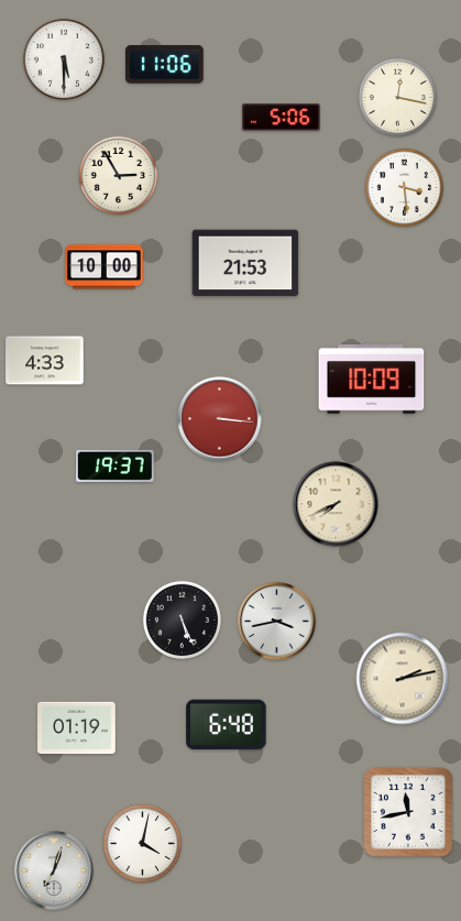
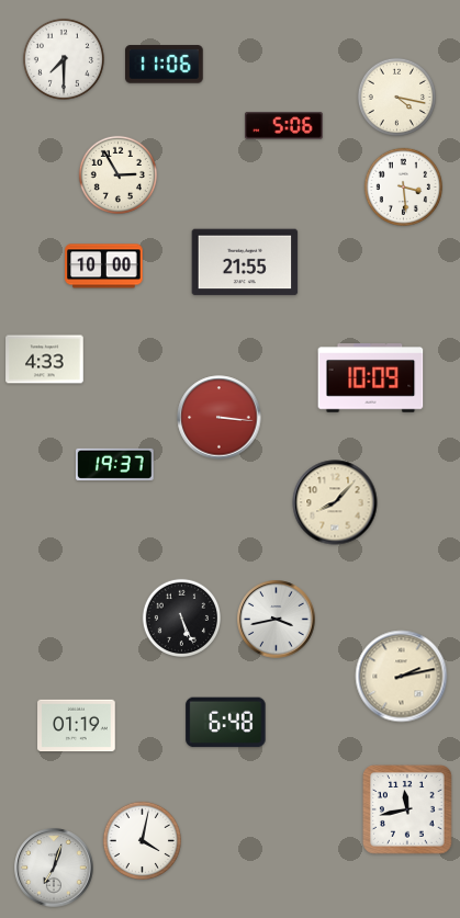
clock at (64, 59): 5:30 -> 7:30
clock at (397, 97): 12:17 -> 4:17
clock at (282, 118) position: (282, 118) -> (284, 126)
clock at (245, 263): 21:53 -> 21:55
clock at (336, 504): 7:41 -> 8:07
